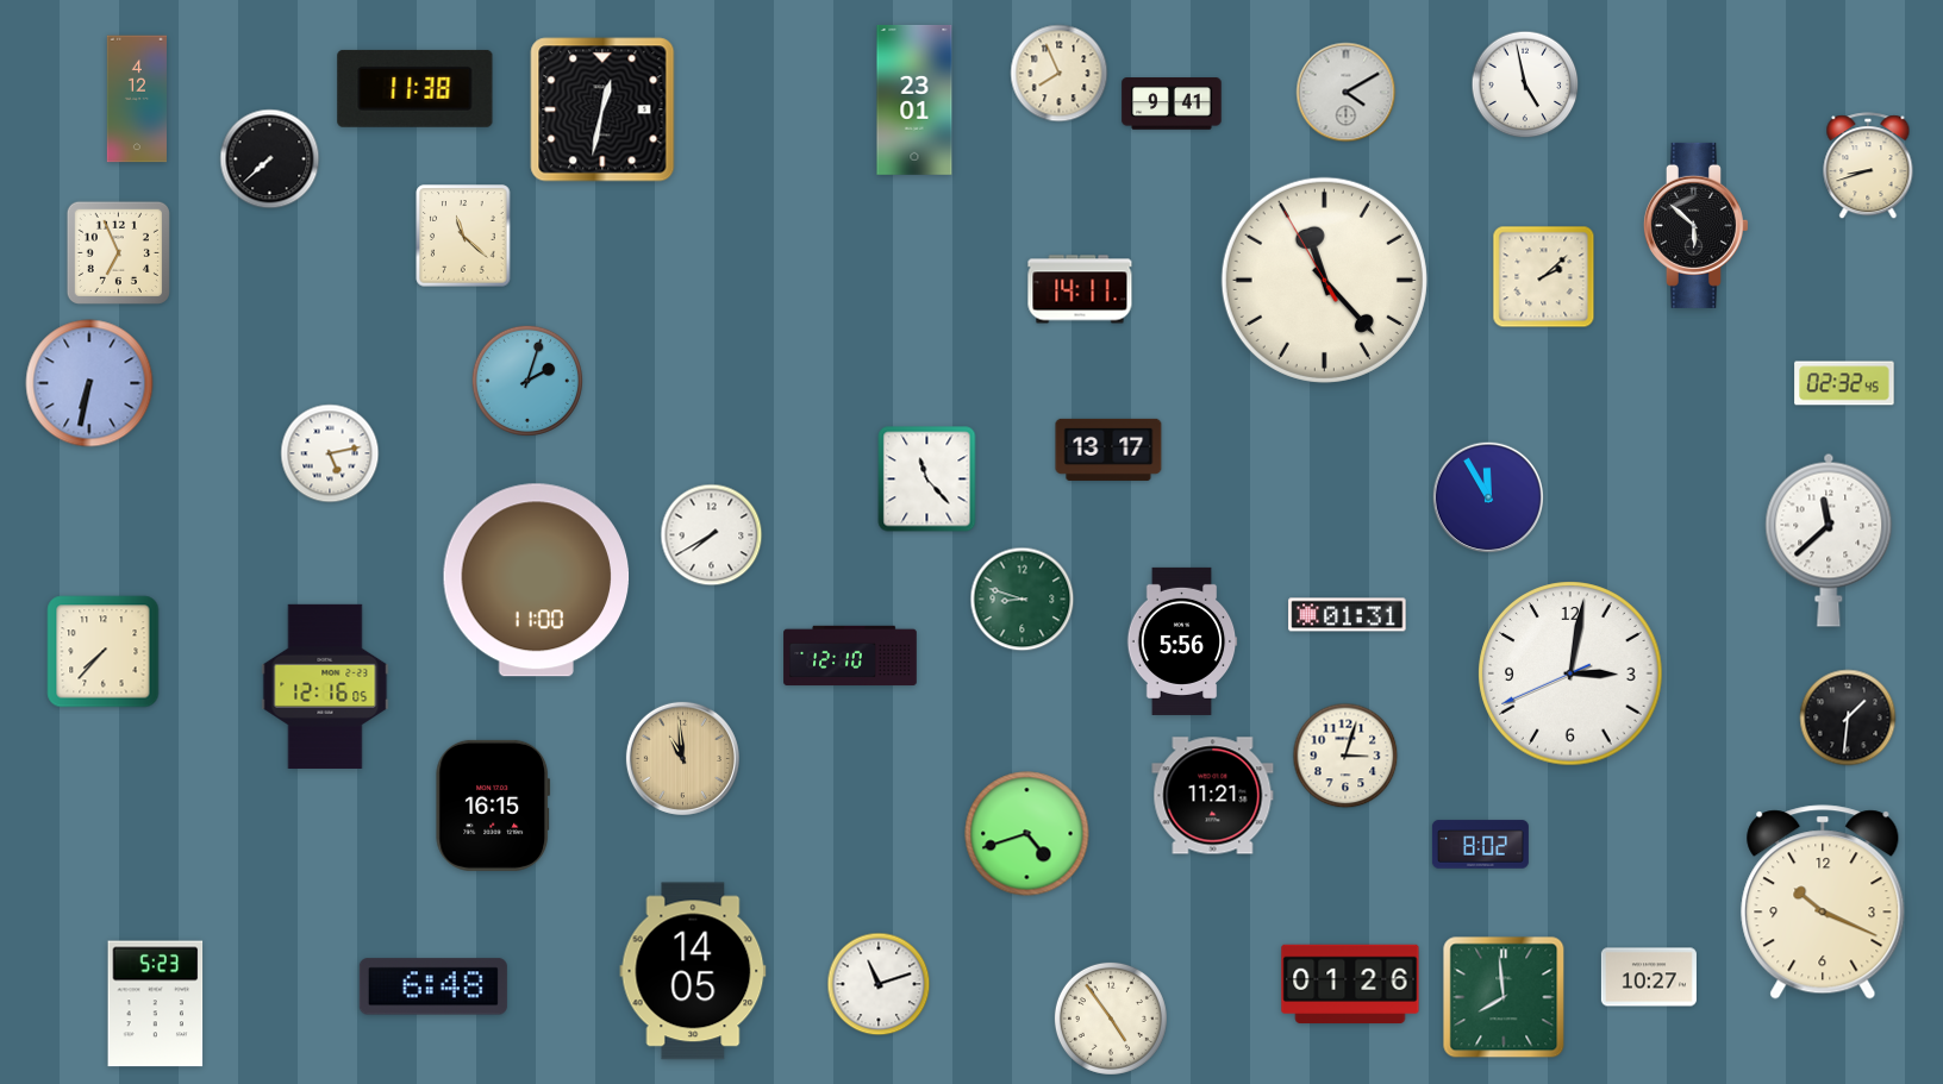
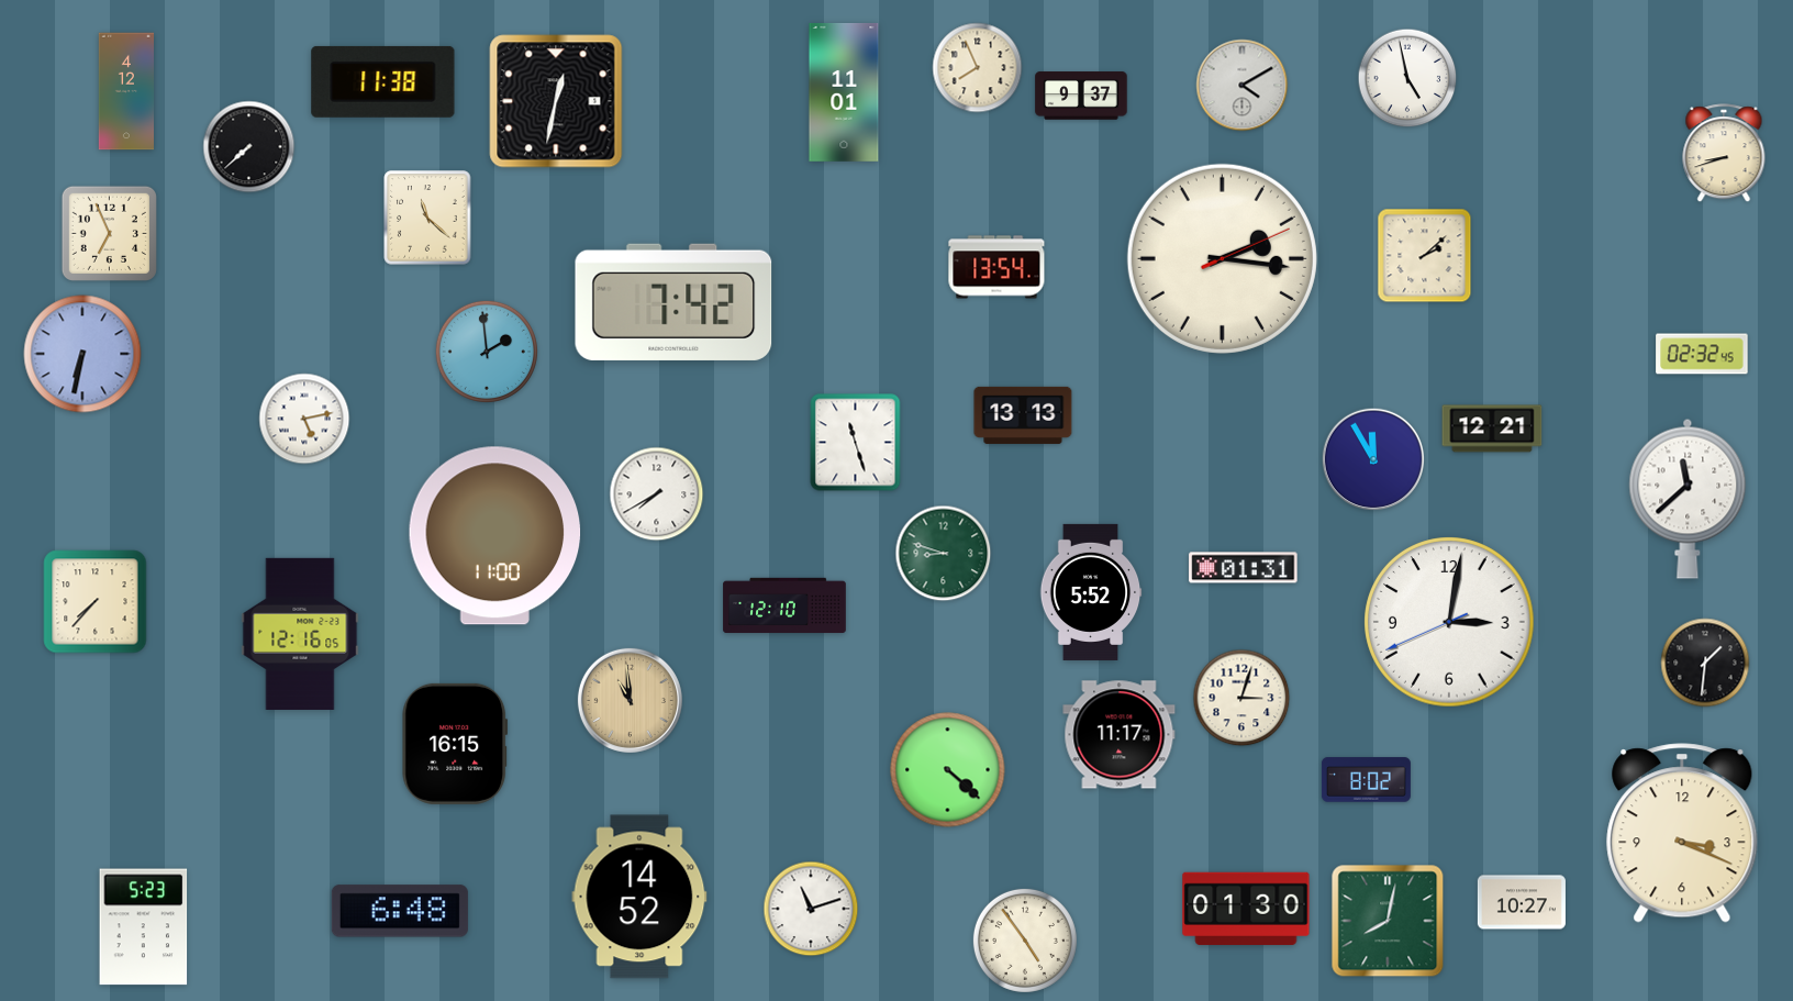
clock at (914, 100): 23:01 -> 11:01
clock at (1172, 104): 9:41 -> 9:37
clock at (1695, 225): 5:52 -> none
clock at (1324, 280): 11:22 -> 2:16
clock at (1080, 289): 14:11 -> 13:54
clock at (673, 302): none -> 7:42
clock at (527, 381): 2:03 -> 1:59
clock at (1108, 450): 13:17 -> 13:13
clock at (1492, 429): none -> 12:21
clock at (927, 480): 11:23 -> 11:27
clock at (1182, 641): 5:56 -> 5:52
clock at (1213, 796): 11:21 -> 11:17
clock at (1027, 834): 4:42 -> 4:22
clock at (1823, 902): 10:19 -> 3:19
clock at (693, 971): 14:05 -> 14:52
clock at (1350, 984): 01:26 -> 01:30
clock at (1504, 997): 7:59 -> 8:02
